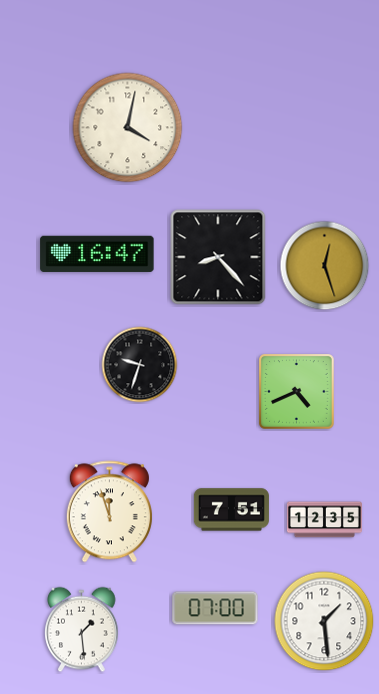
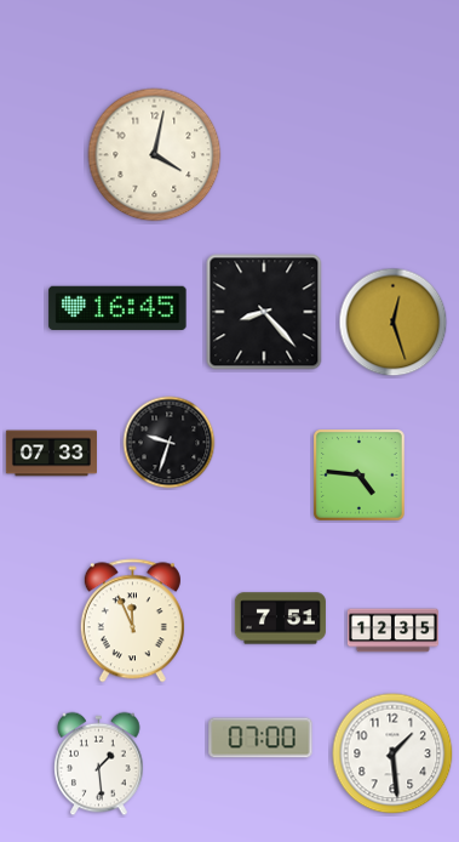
clock at (97, 254): 16:47 -> 16:45
clock at (51, 454): none -> 07:33
clock at (297, 392): 4:41 -> 4:46
clock at (109, 512): 11:57 -> 11:56
